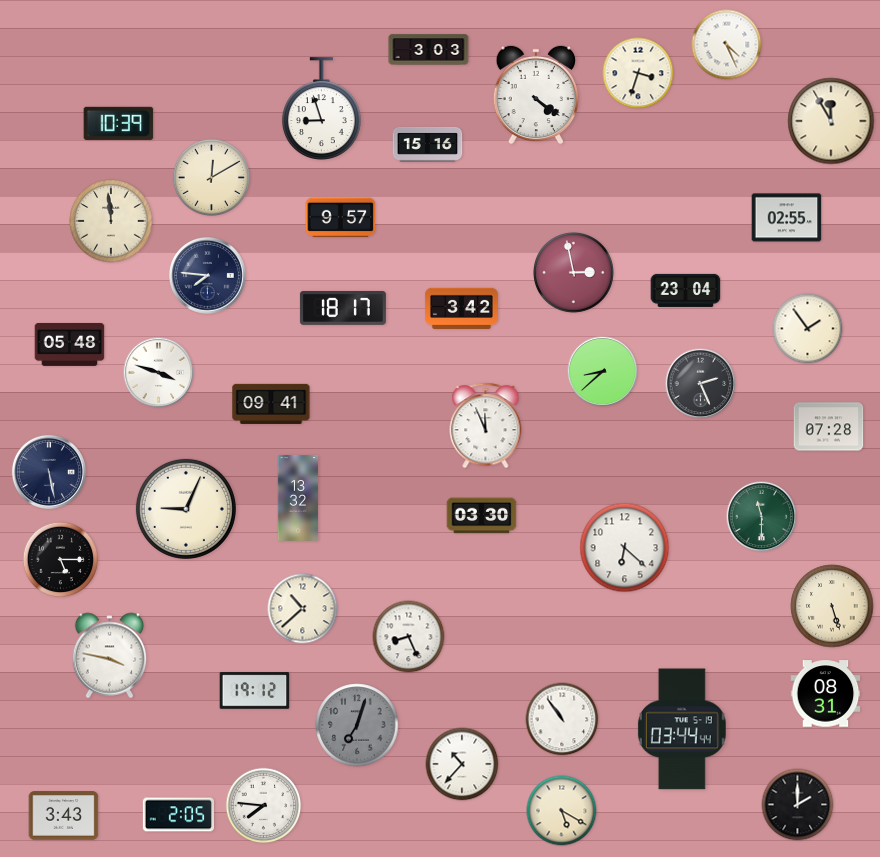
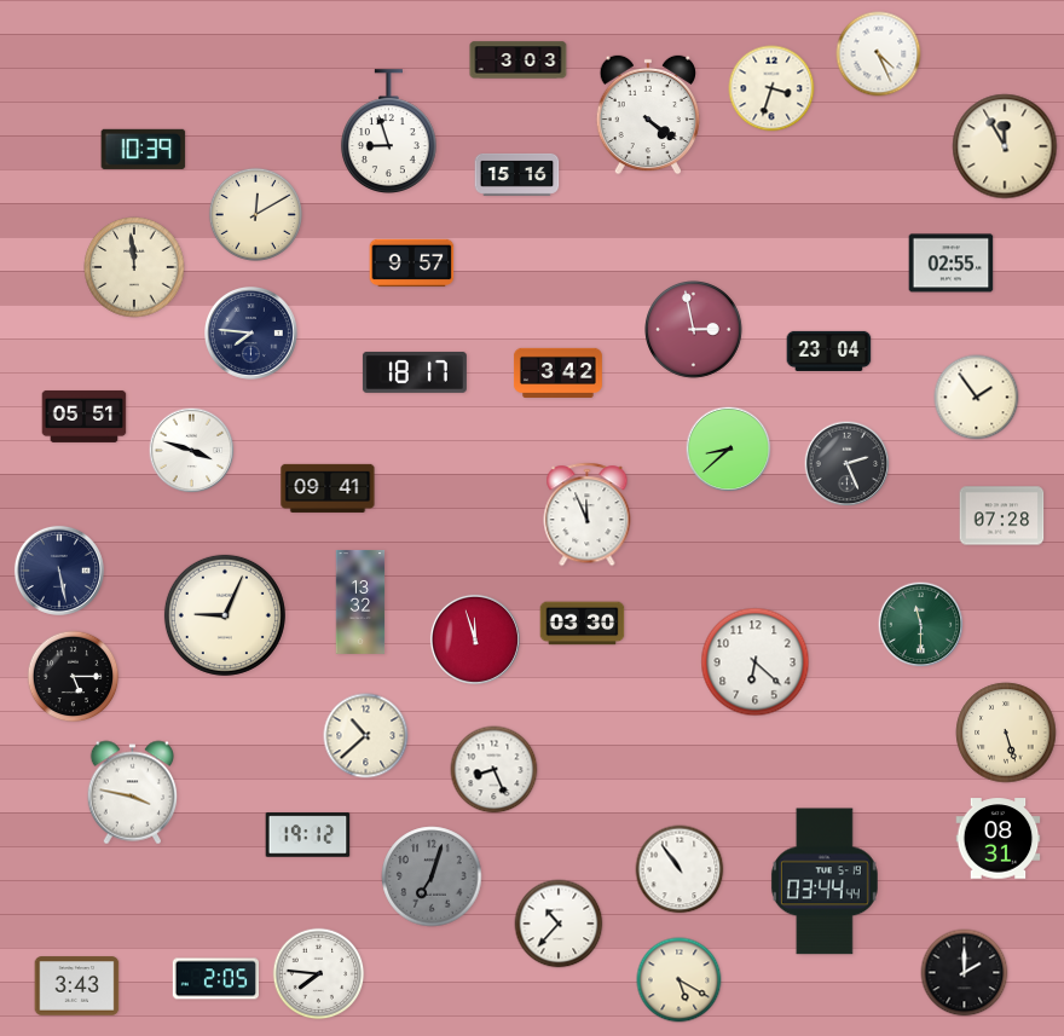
clock at (70, 344): 05:48 -> 05:51
clock at (475, 639): none -> 11:57
clock at (178, 815) position: (178, 815) -> (215, 979)
